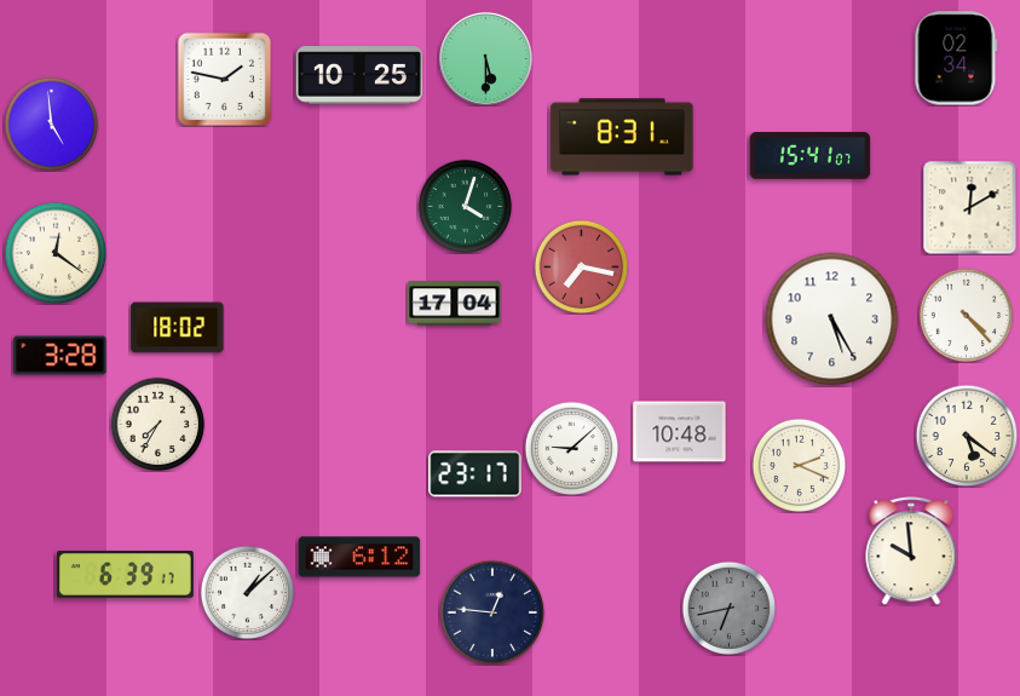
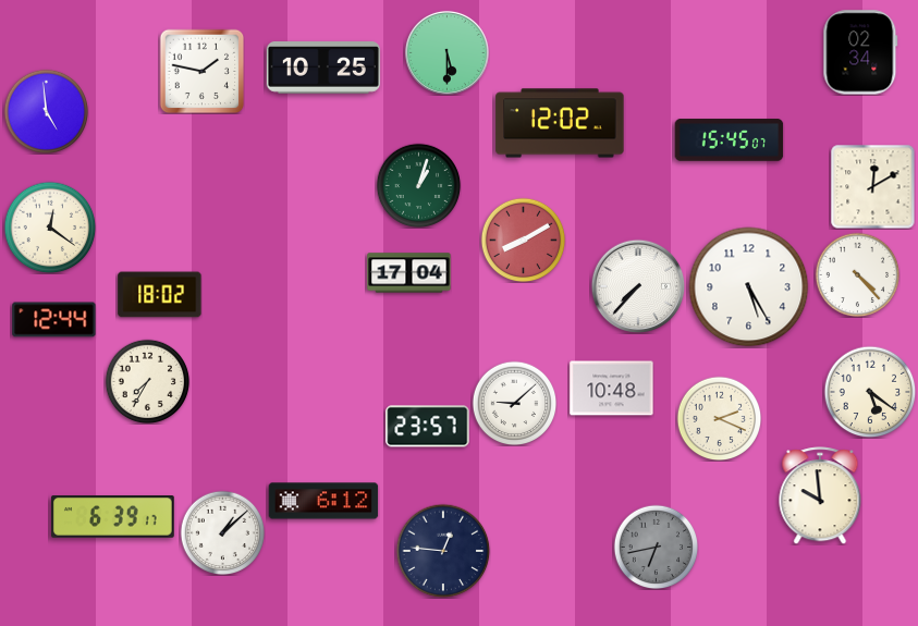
clock at (485, 58) position: (485, 58) -> (446, 52)
clock at (622, 137): 8:31 -> 12:02
clock at (811, 156): 15:41 -> 15:45
clock at (465, 206): 4:03 -> 1:03
clock at (581, 266): 7:17 -> 8:10
clock at (966, 315) position: (966, 315) -> (857, 274)
clock at (638, 286): none -> 7:37
clock at (60, 356): 3:28 -> 12:44
clock at (157, 424) position: (157, 424) -> (147, 381)
clock at (476, 474): 23:17 -> 23:57
